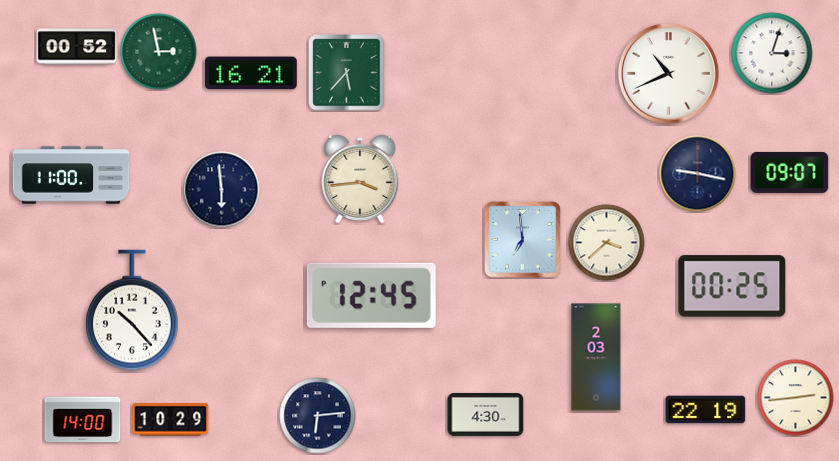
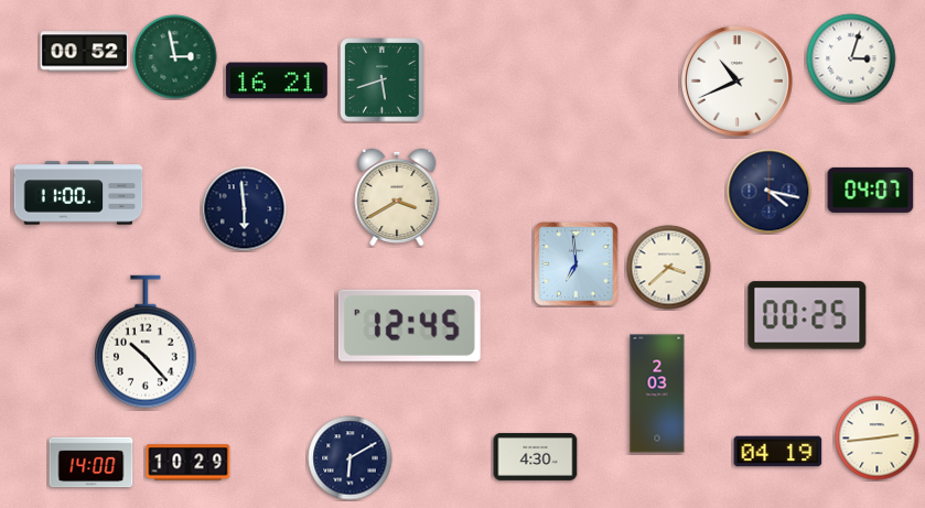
clock at (347, 73): 5:37 -> 5:42
clock at (790, 172): 09:07 -> 04:07
clock at (698, 174): 9:17 -> 4:17
clock at (360, 178): 3:44 -> 3:40
clock at (706, 410): 22:19 -> 04:19
clock at (318, 416): 6:14 -> 6:10
